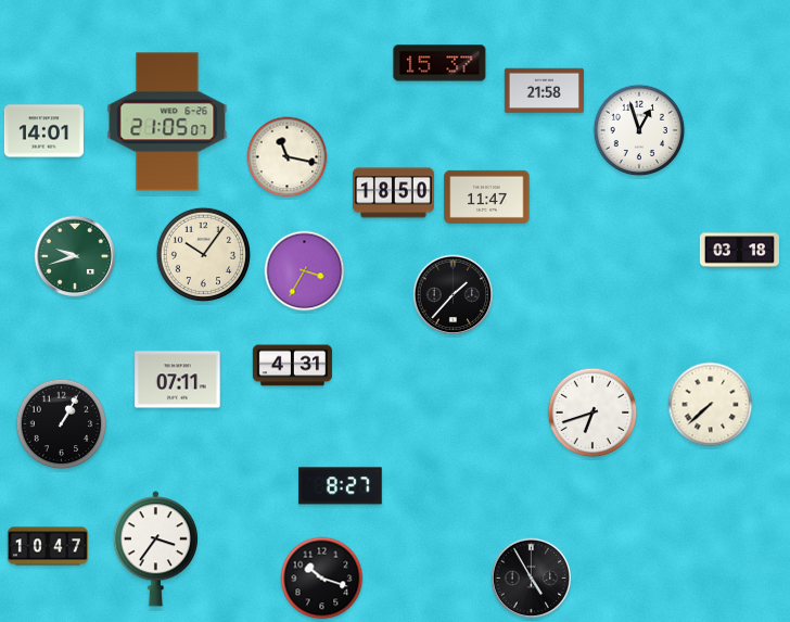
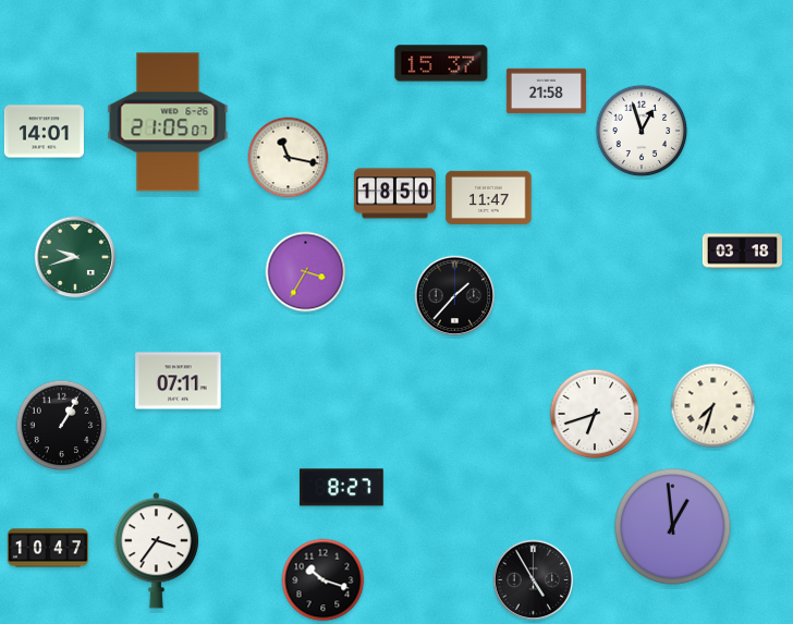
clock at (203, 254): 10:06 -> none
clock at (292, 366): 4:31 -> none
clock at (711, 405): 7:38 -> 7:33
clock at (673, 527): none -> 12:59
